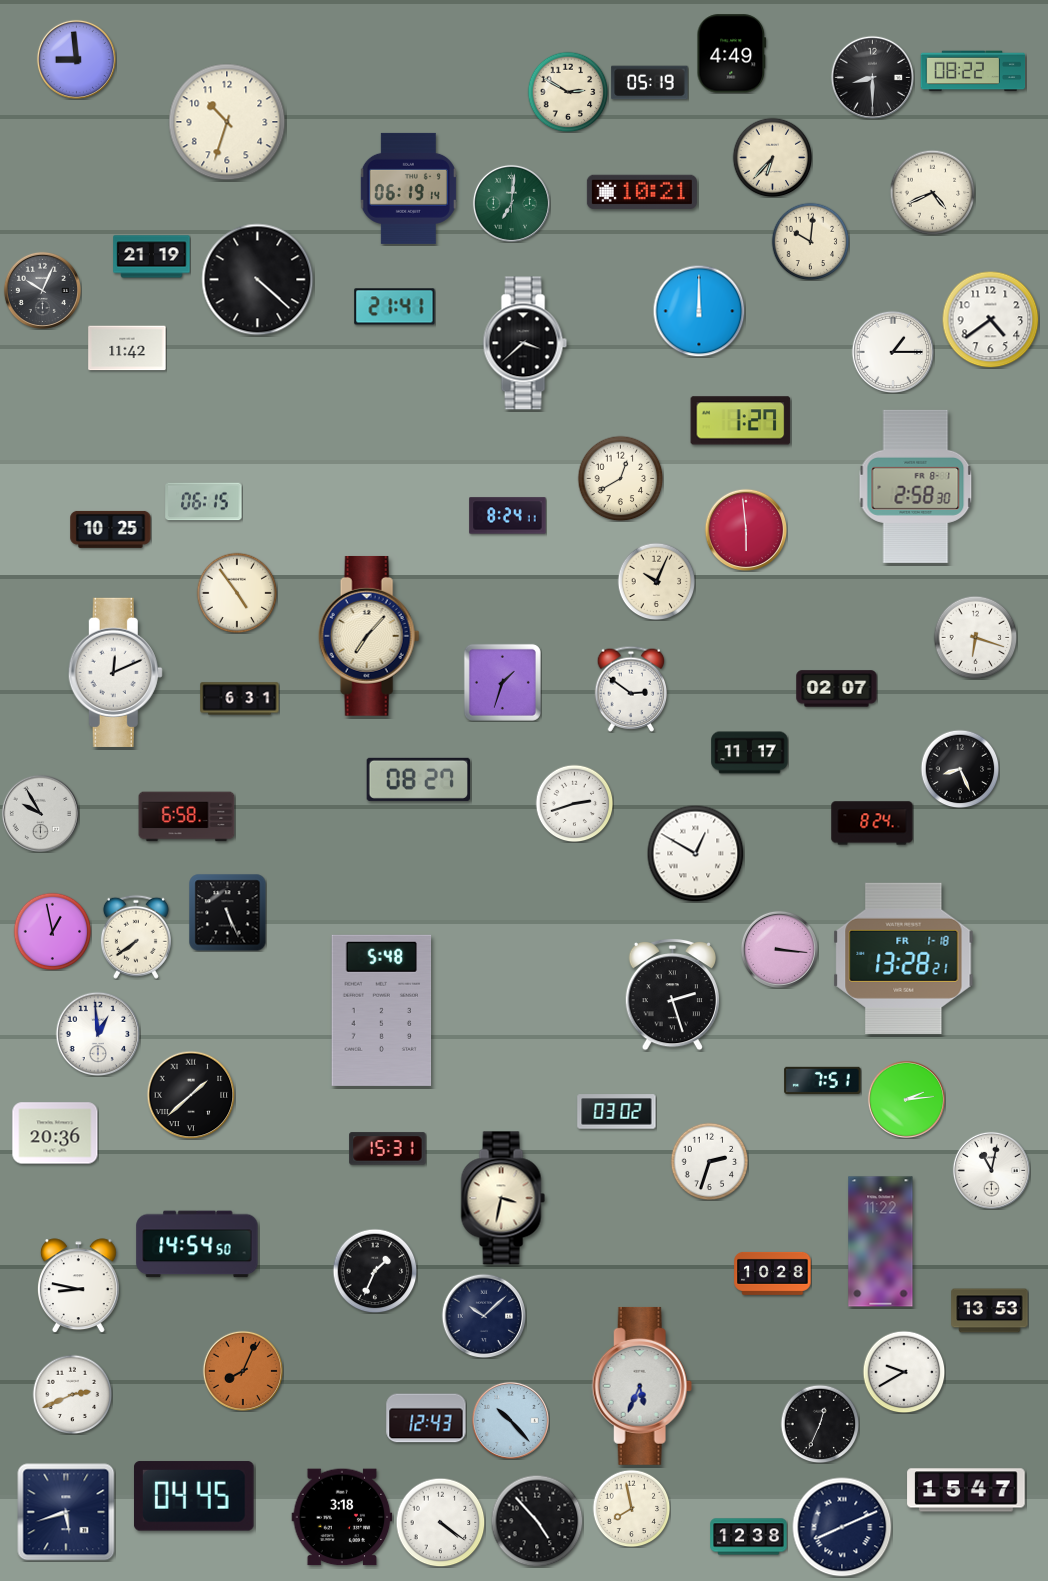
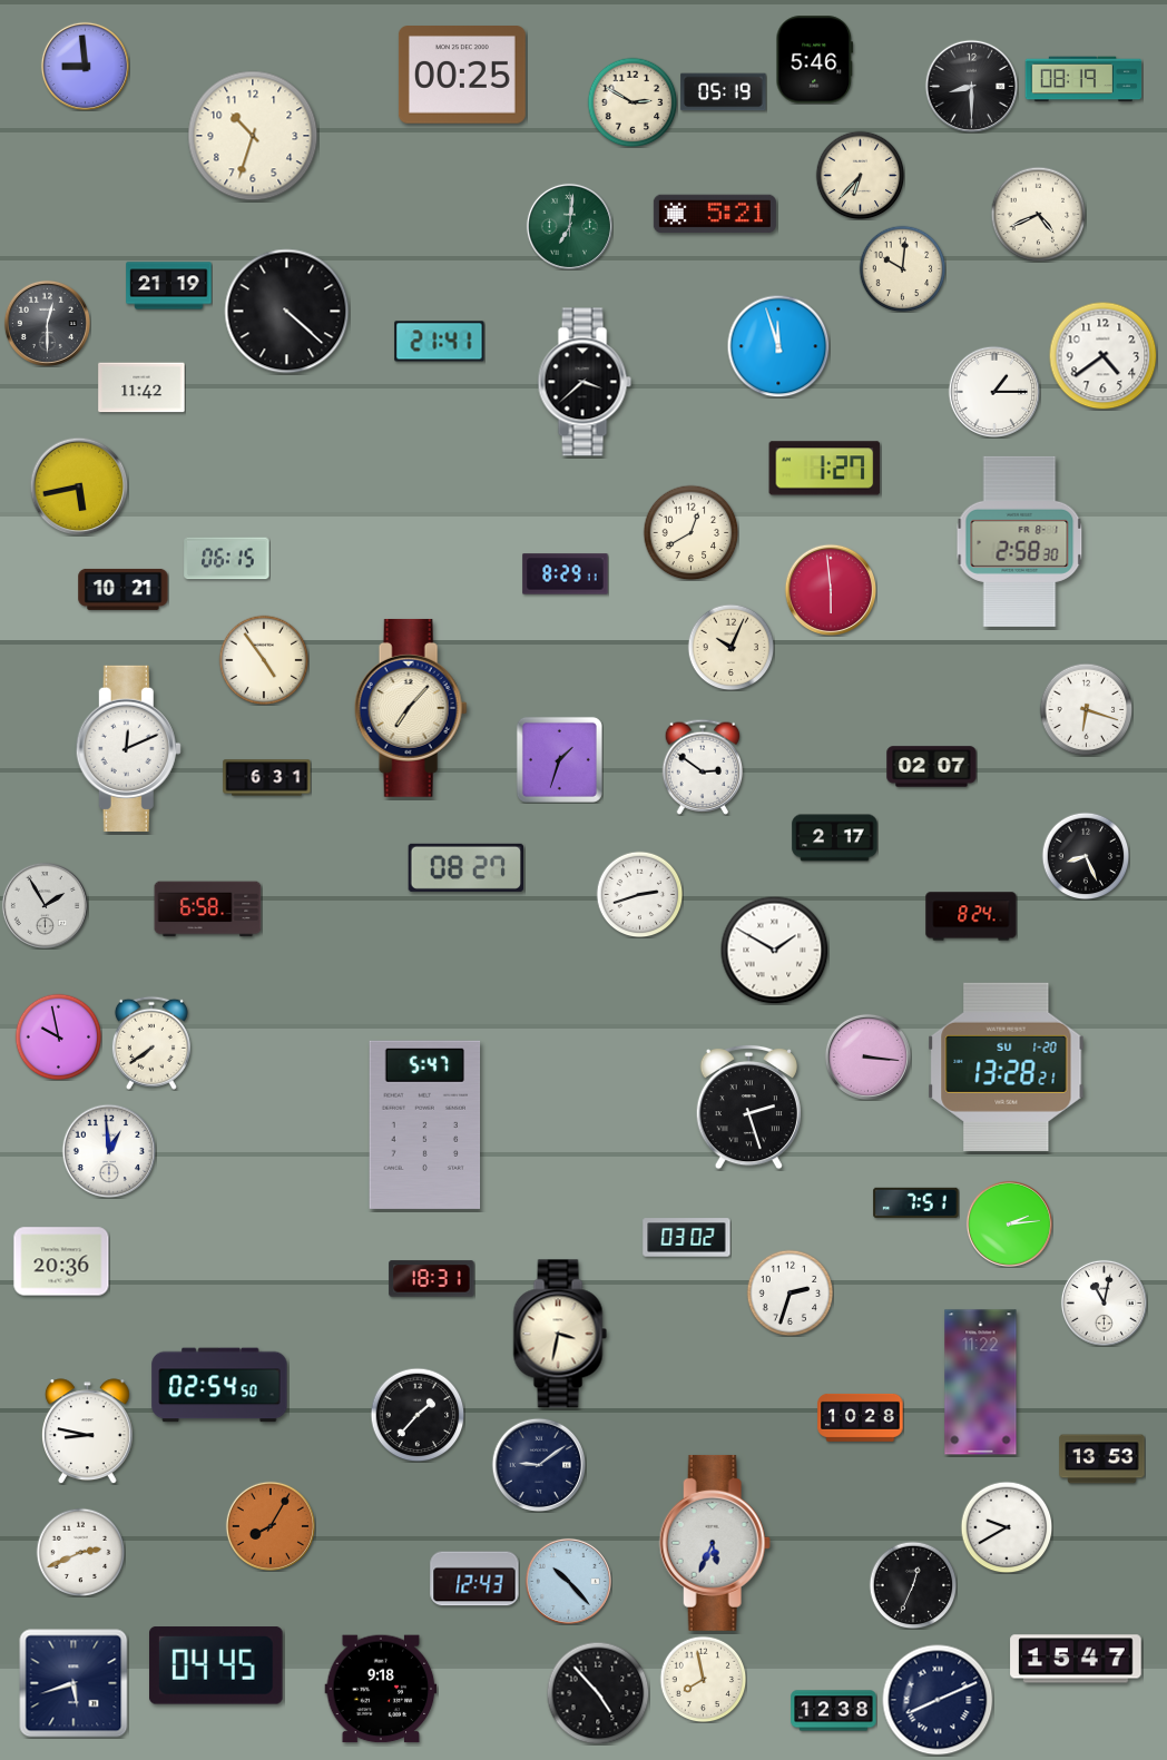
clock at (732, 54): 4:49 -> 5:46
clock at (462, 76): none -> 00:25
clock at (973, 71): 08:22 -> 08:19
clock at (408, 188): 06:19 -> none
clock at (642, 192): 10:21 -> 5:21
clock at (42, 290): 10:04 -> 12:30
clock at (699, 311): 12:00 -> 11:57
clock at (79, 486): none -> 5:43
clock at (508, 516): 8:24 -> 8:29
clock at (111, 529): 10:25 -> 10:21
clock at (750, 753): 11:17 -> 2:17
clock at (960, 769) position: (960, 769) -> (1086, 856)
clock at (40, 813): 9:55 -> 1:55
clock at (695, 853): 12:50 -> 1:50
clock at (227, 912): 5:26 -> none
clock at (52, 931): 12:58 -> 9:58
clock at (904, 958) date: FR 1-18 -> SU 1-20
clock at (382, 1010): 5:48 -> 5:47
clock at (191, 1095): 1:38 -> none
clock at (388, 1149): 15:31 -> 18:31
clock at (197, 1244): 14:54 -> 02:54
clock at (375, 1271): 1:34 -> 1:37
clock at (484, 1316): 10:08 -> 9:09
clock at (243, 1371): 8:04 -> 8:05
clock at (342, 1517): 3:18 -> 9:18
clock at (440, 1522): 4:21 -> none
